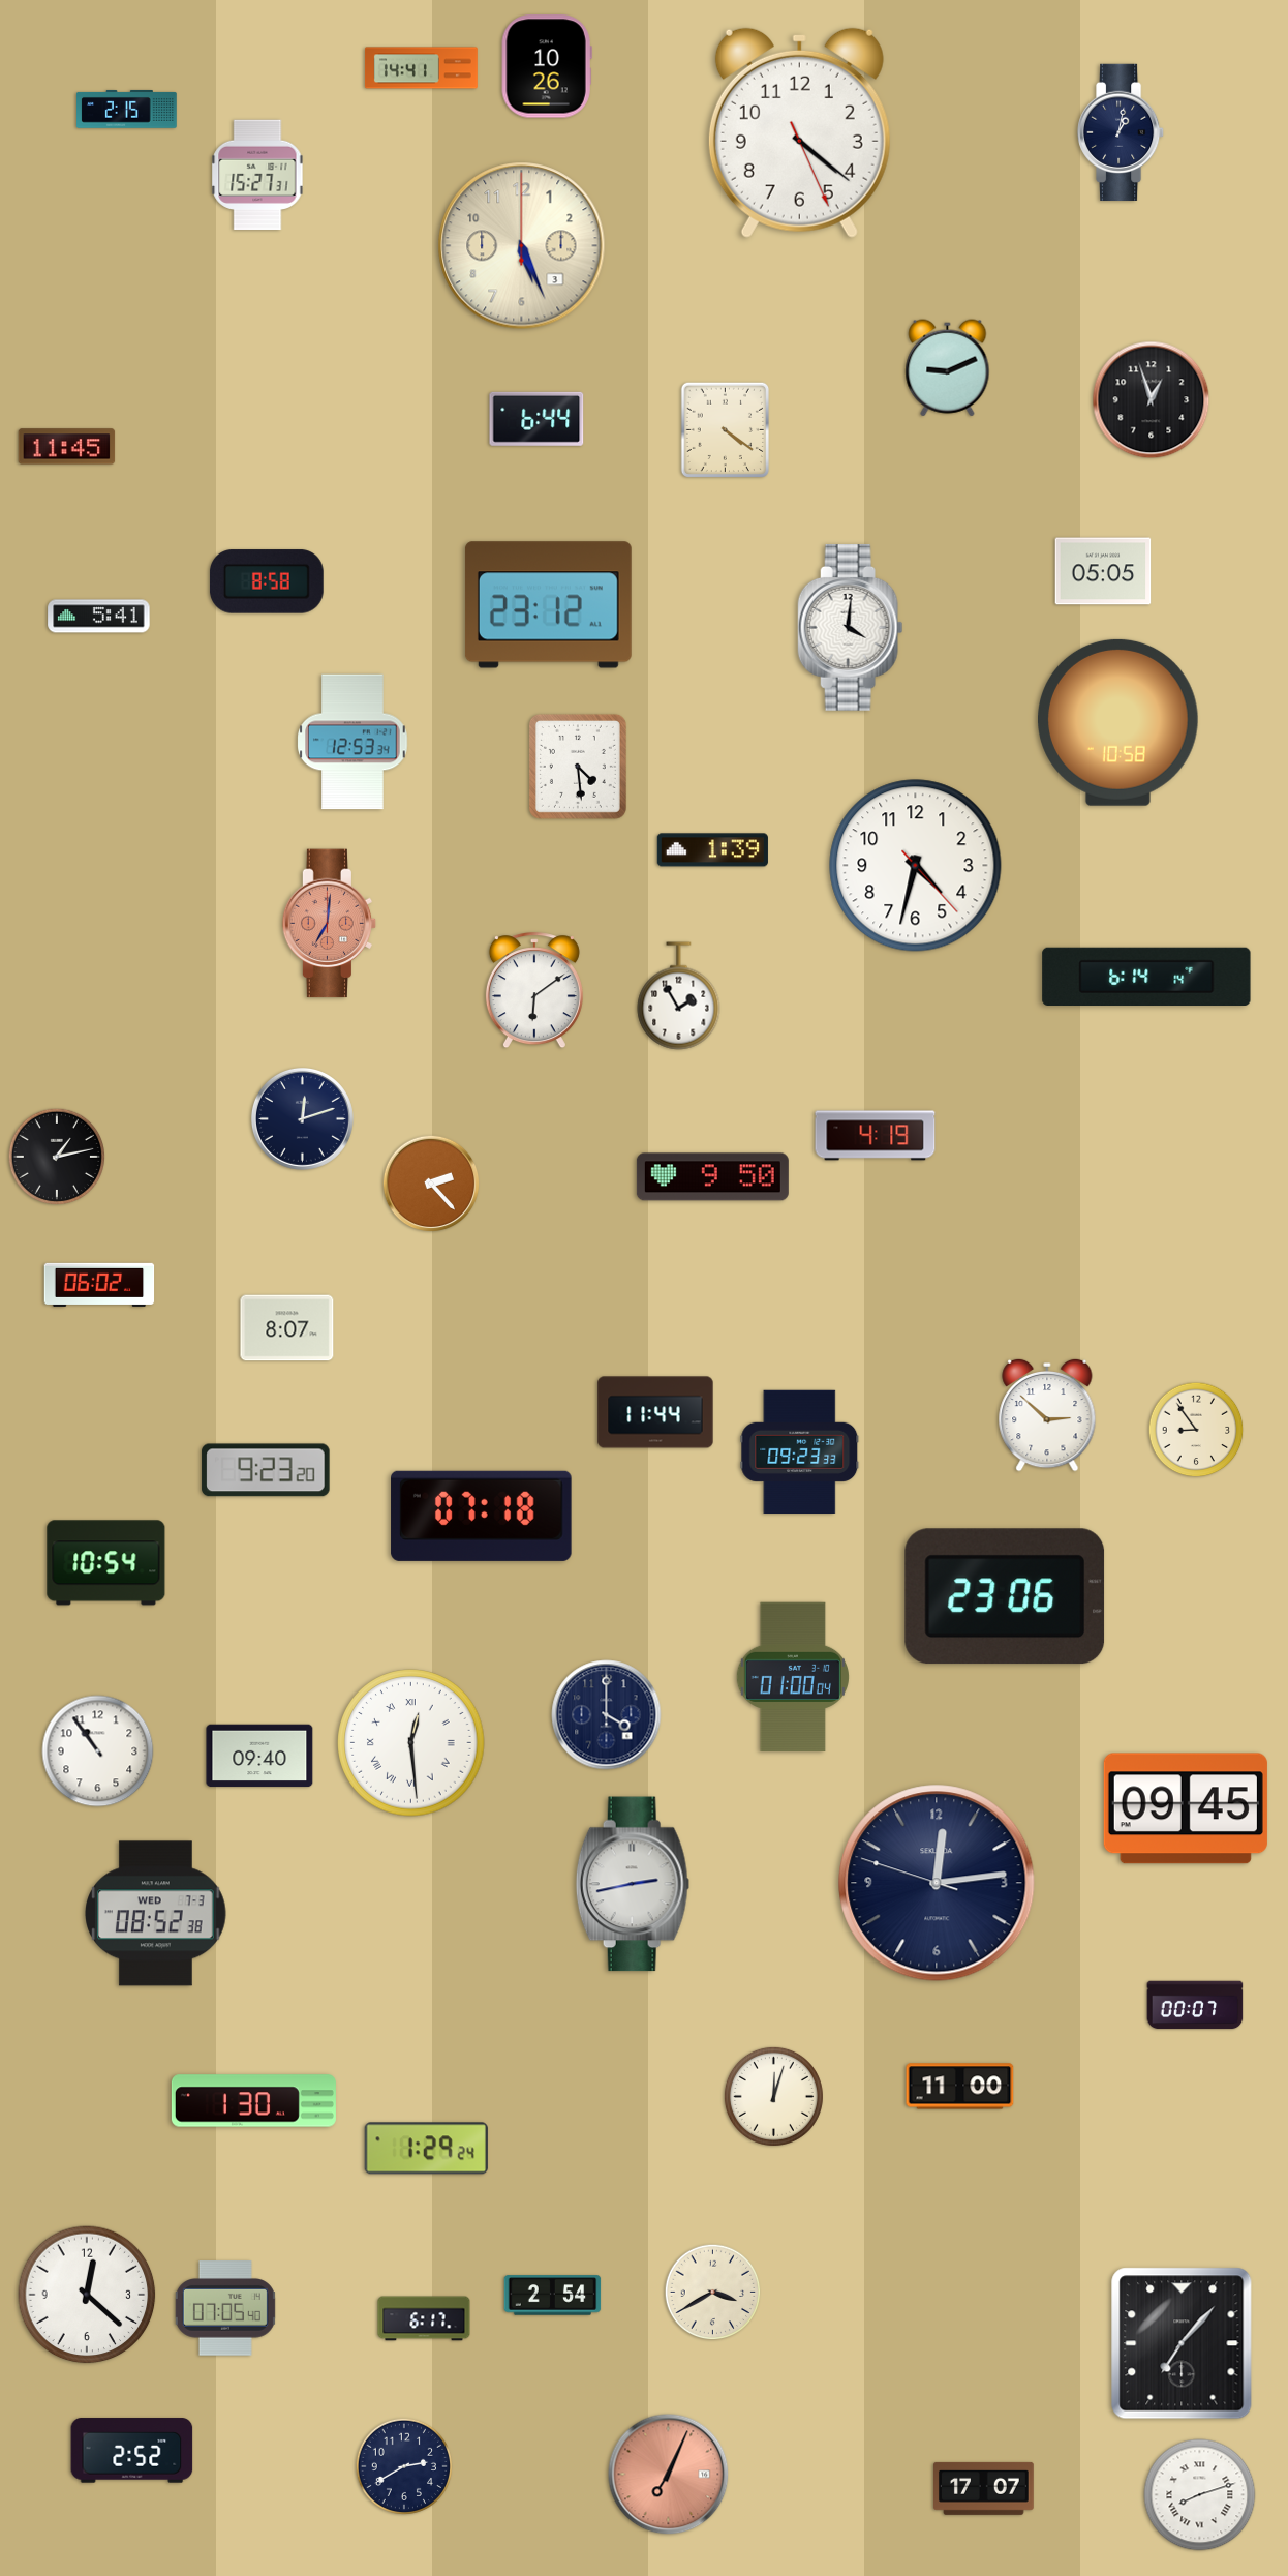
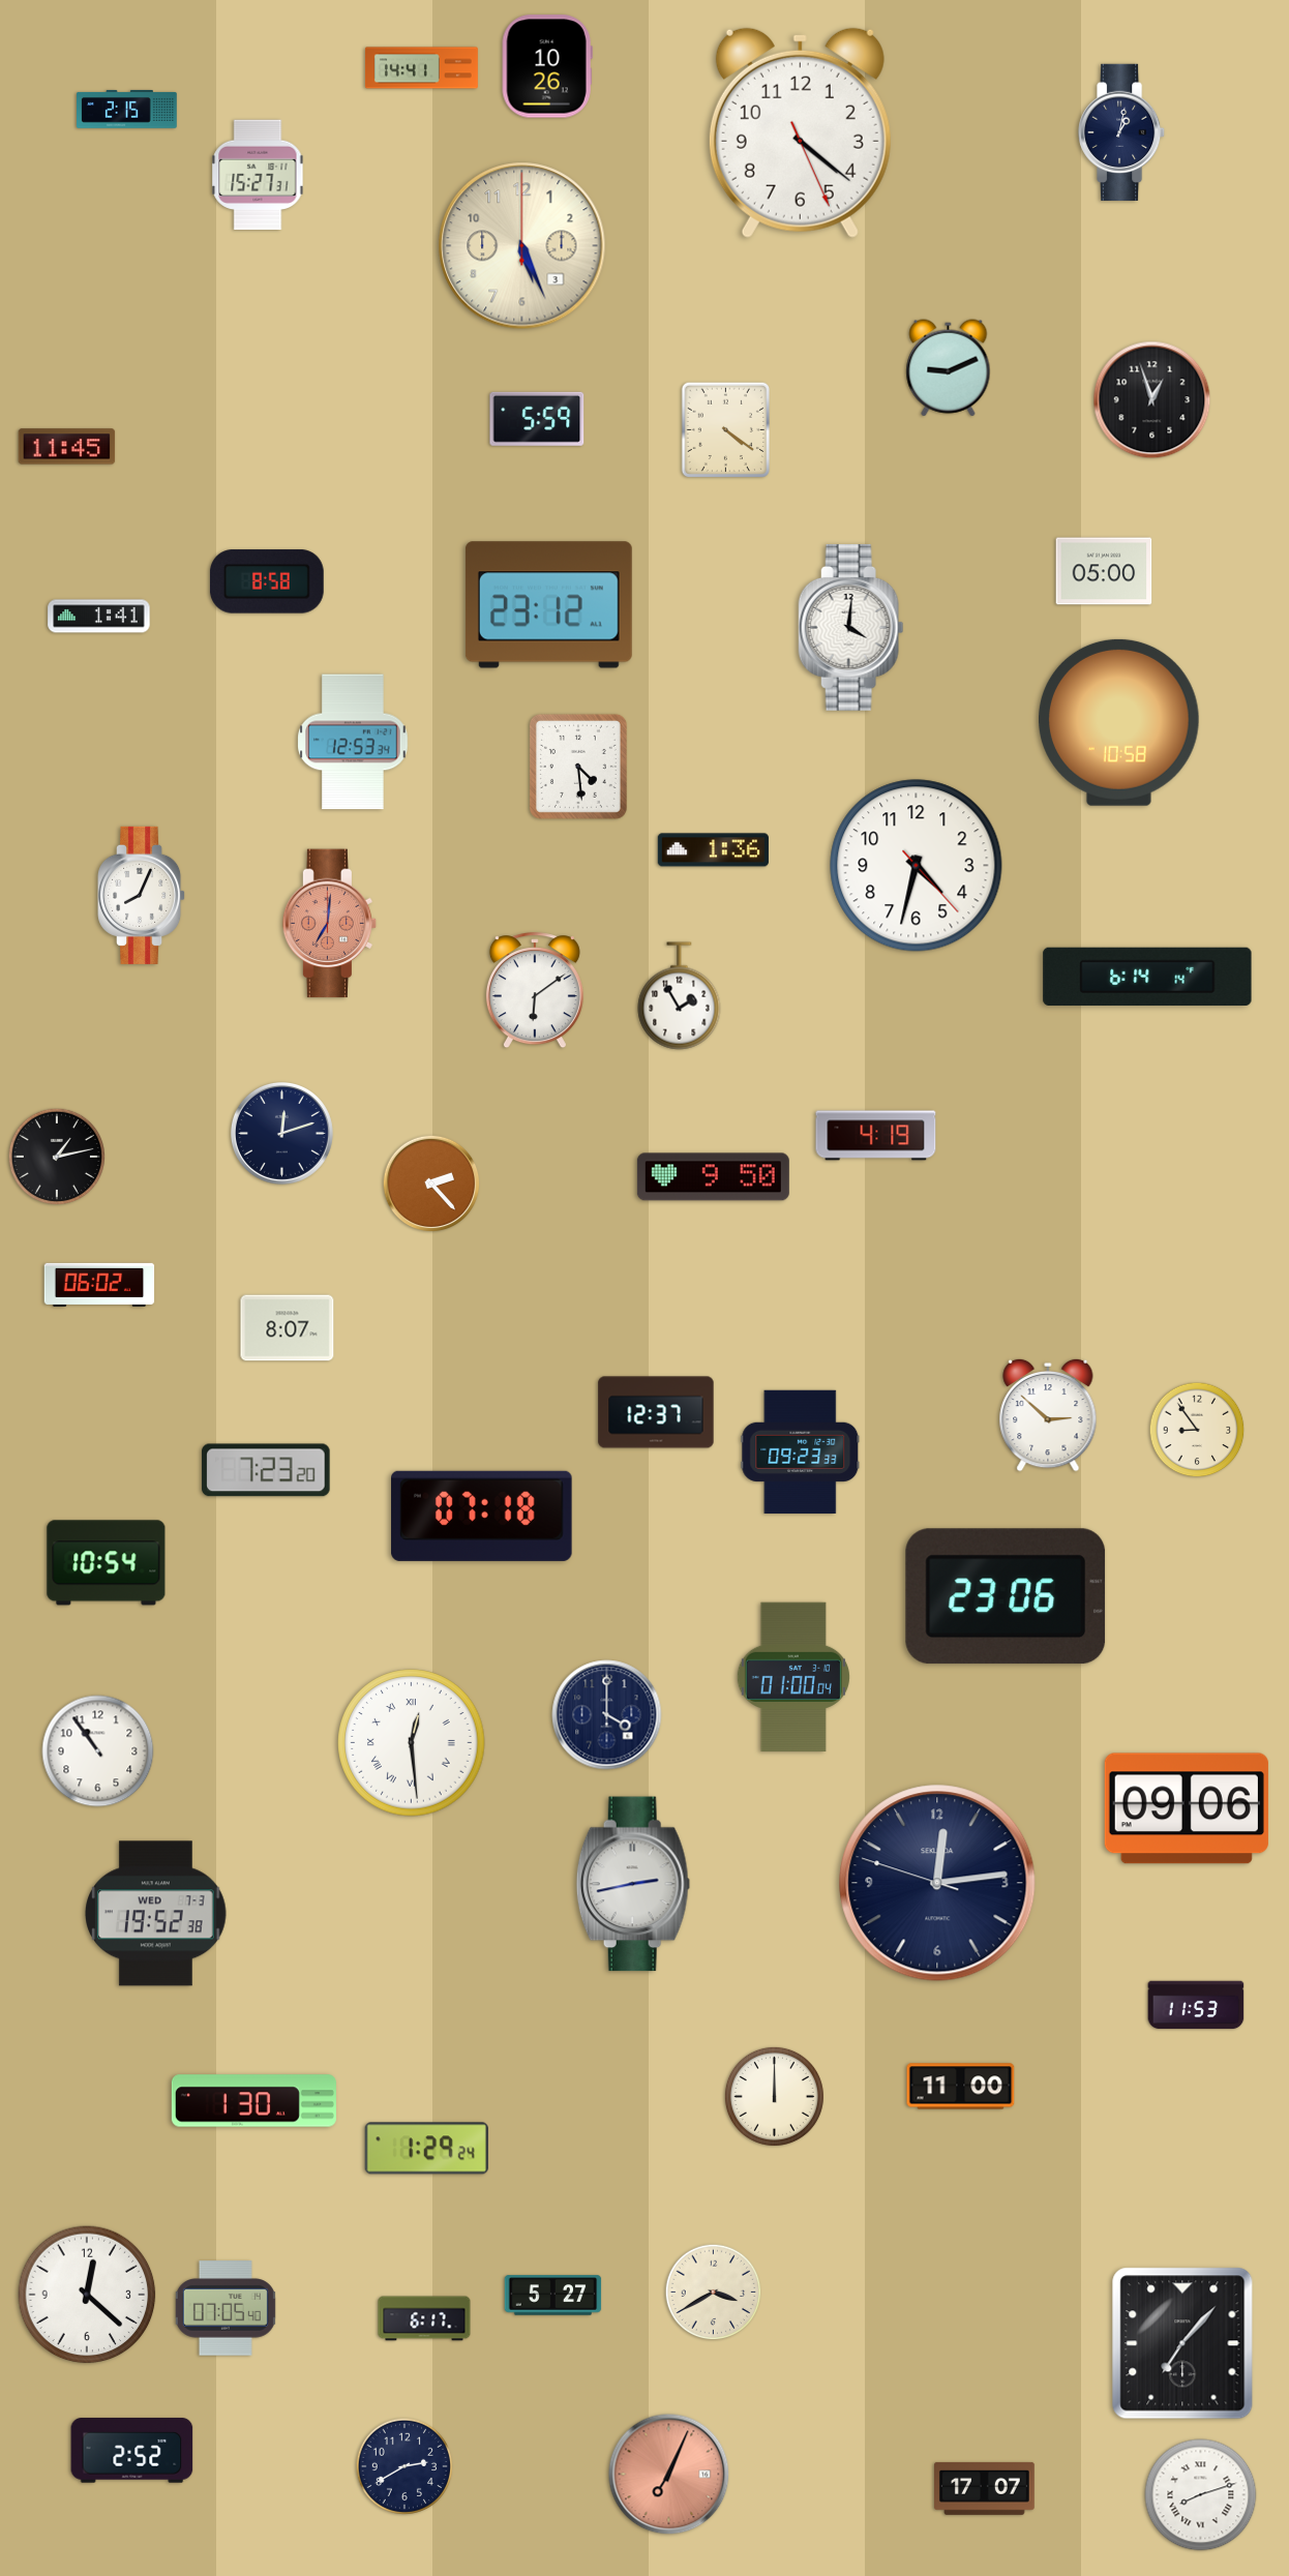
clock at (536, 419): 6:44 -> 5:59
clock at (1103, 571): 05:05 -> 05:00
clock at (99, 617): 5:41 -> 1:41
clock at (712, 850): 1:39 -> 1:36
clock at (142, 895): none -> 8:04
clock at (302, 1118) position: (302, 1118) -> (281, 1133)
clock at (655, 1412): 11:44 -> 12:37
clock at (266, 1470): 9:23 -> 7:23
clock at (259, 1756): 09:40 -> none
clock at (1186, 1808): 09:45 -> 09:06
clock at (156, 1914): 08:52 -> 19:52
clock at (1195, 2005): 00:07 -> 11:53
clock at (773, 2096): 12:03 -> 12:00
clock at (553, 2296): 2:54 -> 5:27
